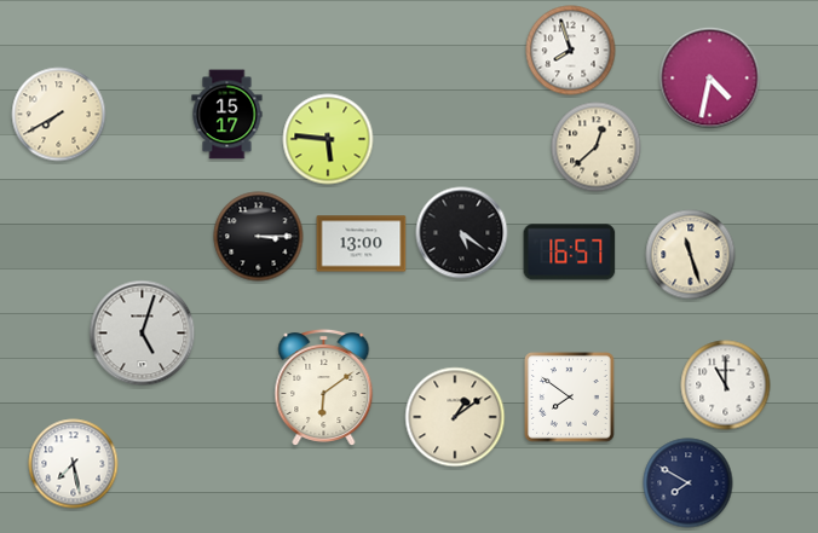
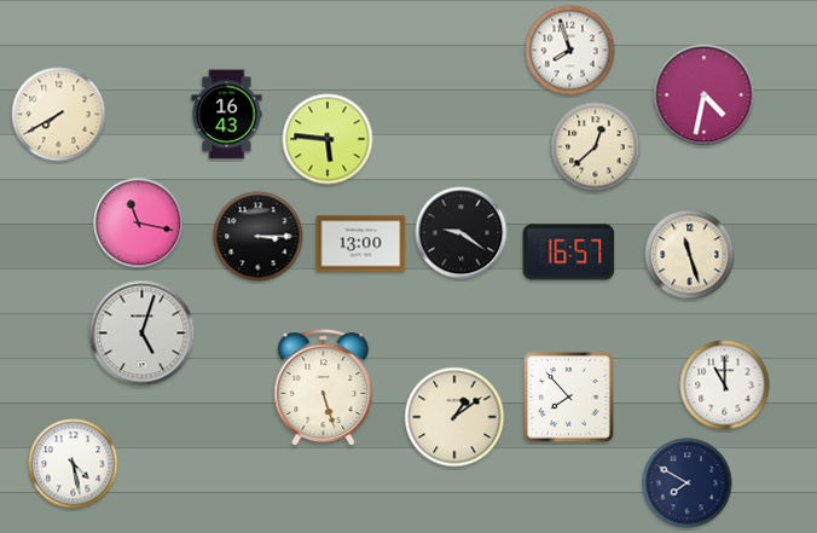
clock at (710, 79) position: (710, 79) -> (705, 95)
clock at (227, 115): 15:17 -> 16:43
clock at (139, 224): none -> 11:17
clock at (462, 233): 5:21 -> 9:21
clock at (324, 388): 6:09 -> 5:27
clock at (570, 398): 7:51 -> 7:53
clock at (74, 464): 7:28 -> 4:28
